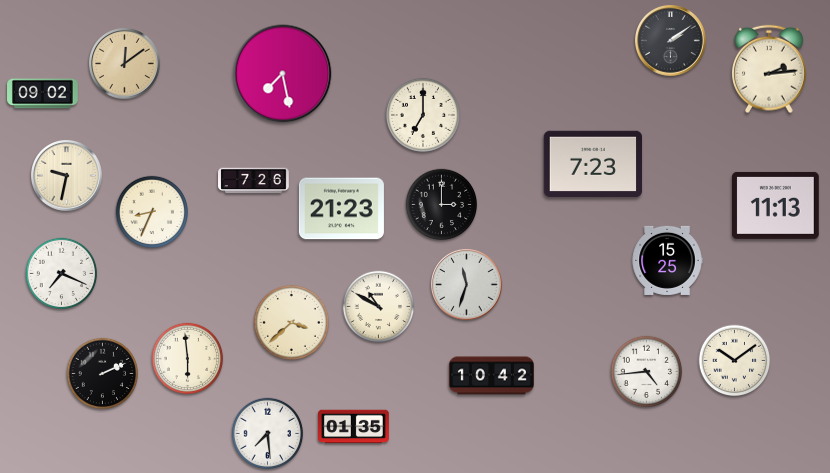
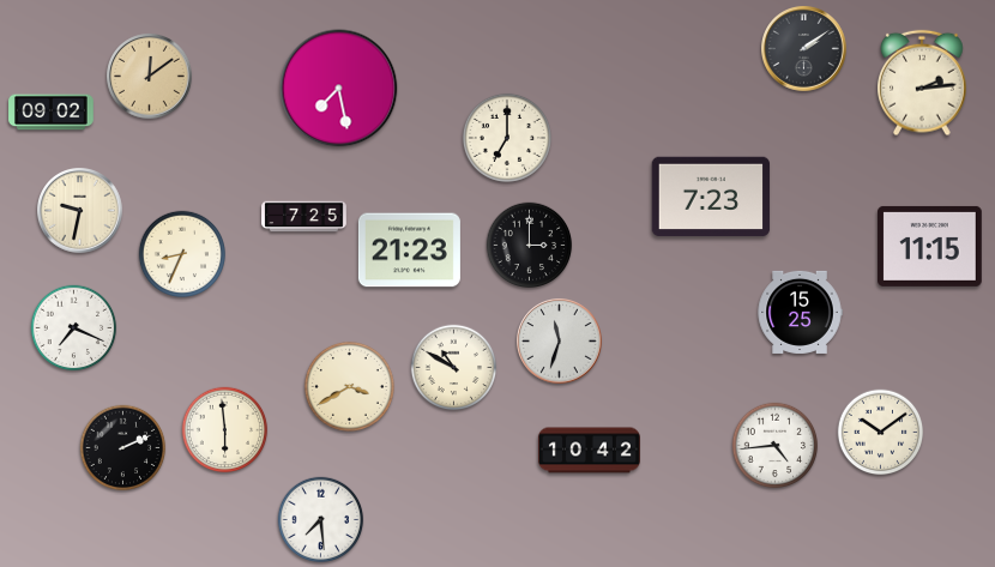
clock at (254, 181): 7:26 -> 7:25
clock at (776, 205): 11:13 -> 11:15
clock at (291, 322): 3:38 -> 3:40
clock at (354, 427): 01:35 -> none
